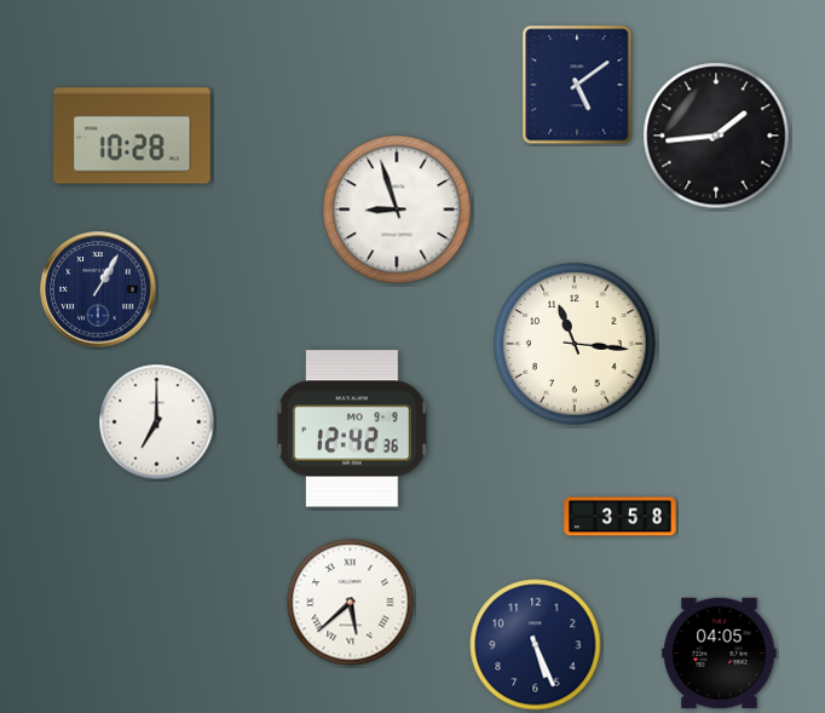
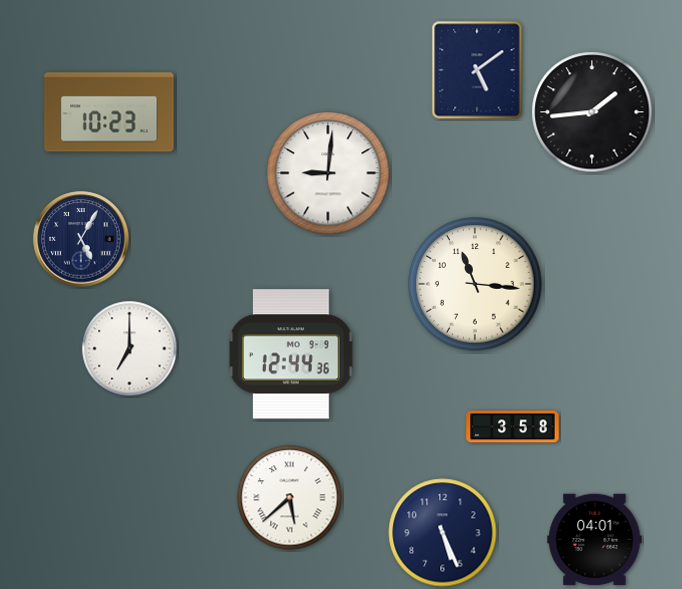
clock at (132, 136): 10:28 -> 10:23
clock at (397, 209): 8:57 -> 9:01
clock at (98, 289): 1:05 -> 5:05
clock at (352, 429): 12:42 -> 12:44
clock at (720, 654): 04:05 -> 04:01
